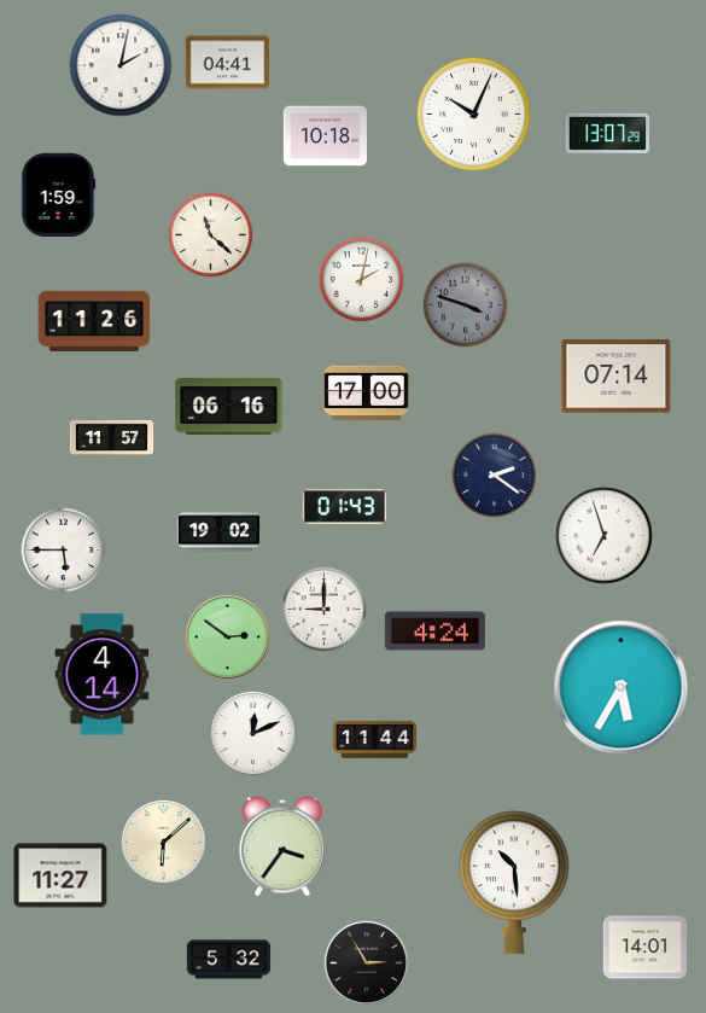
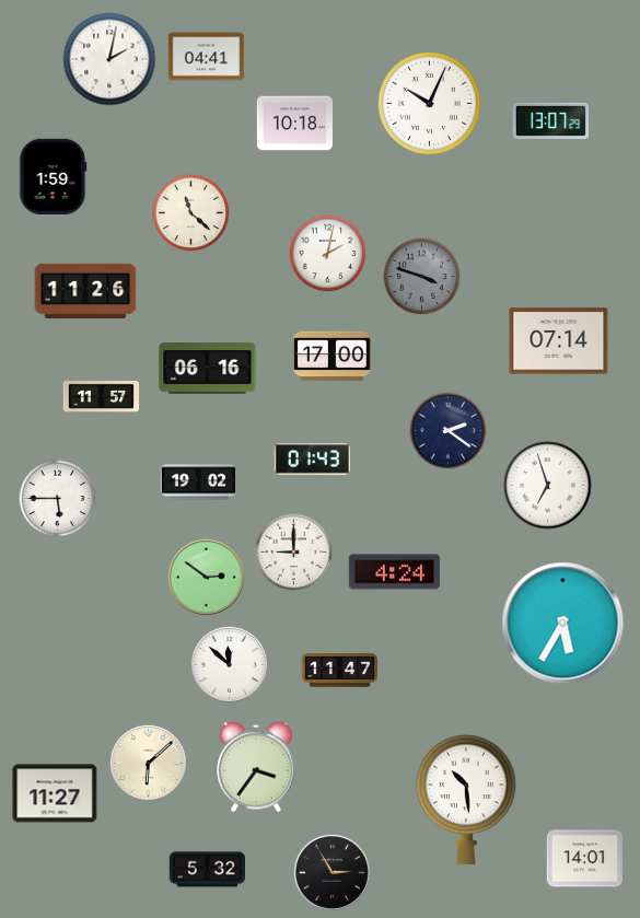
clock at (103, 675): 4:14 -> none
clock at (252, 733): 12:11 -> 11:52
clock at (375, 740): 11:44 -> 11:47
